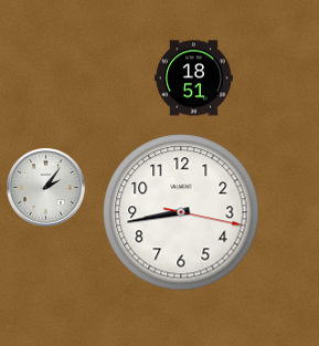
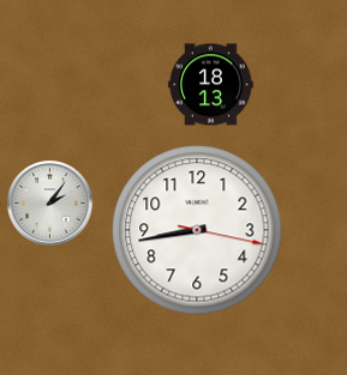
clock at (194, 78): 18:51 -> 18:13
